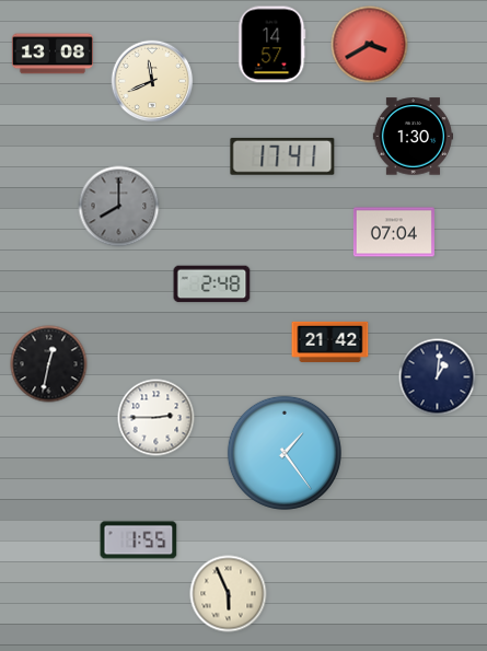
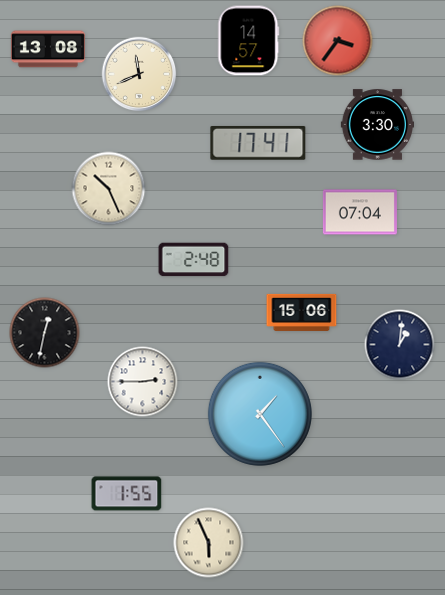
clock at (370, 45): 3:40 -> 3:36
clock at (413, 137): 1:30 -> 3:30
clock at (119, 207): 8:00 -> 10:26
clock at (119, 207) dial: grey -> cream
clock at (331, 341): 21:42 -> 15:06
